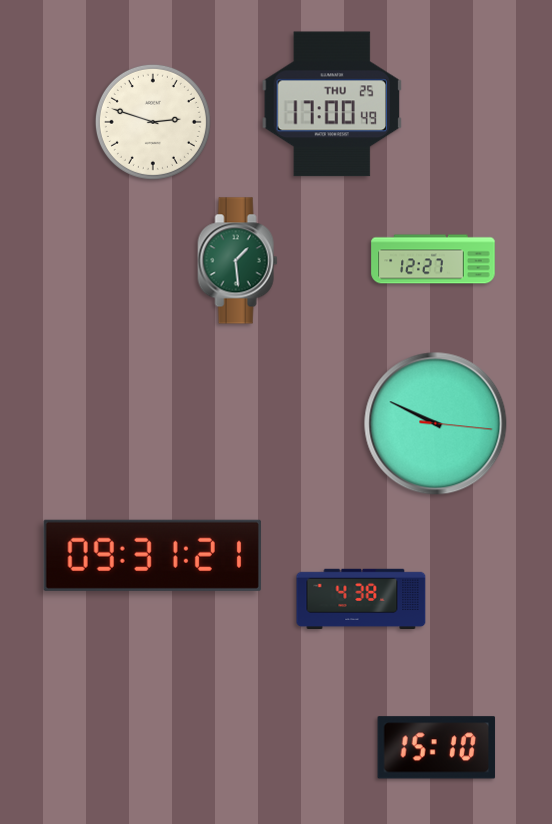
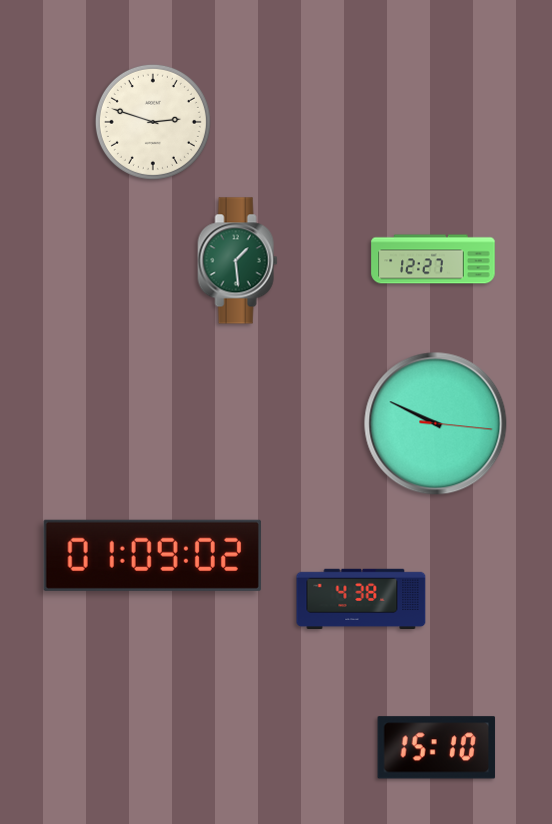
clock at (332, 104): 17:00 -> none
clock at (152, 555): 09:31 -> 01:09
